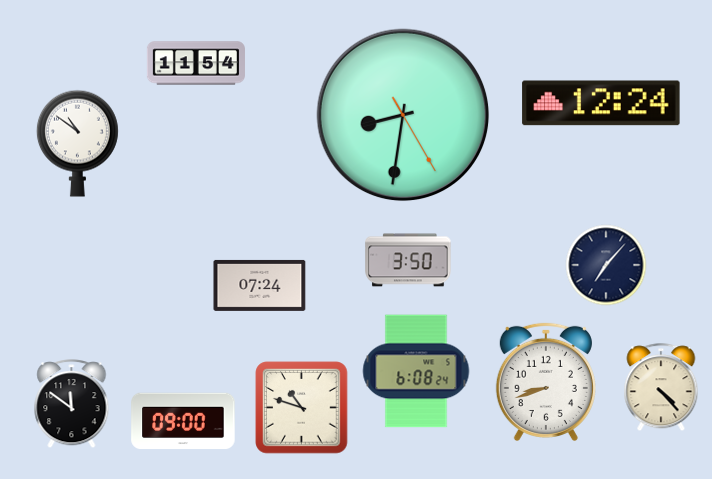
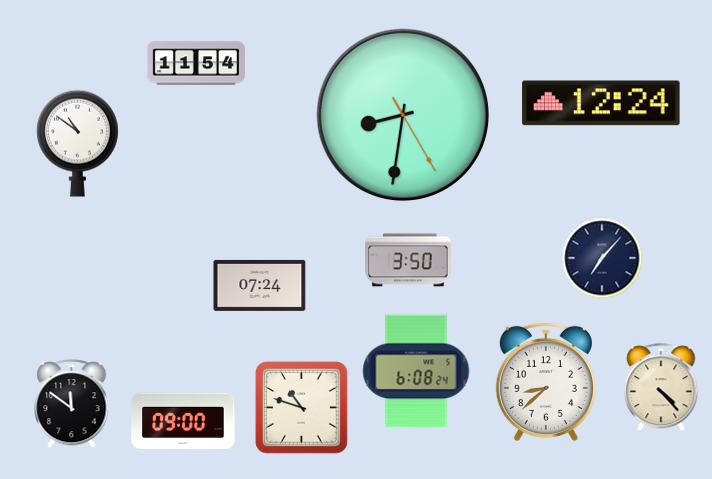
clock at (606, 265) position: (606, 265) -> (602, 258)
clock at (546, 381): 8:42 -> 8:38
